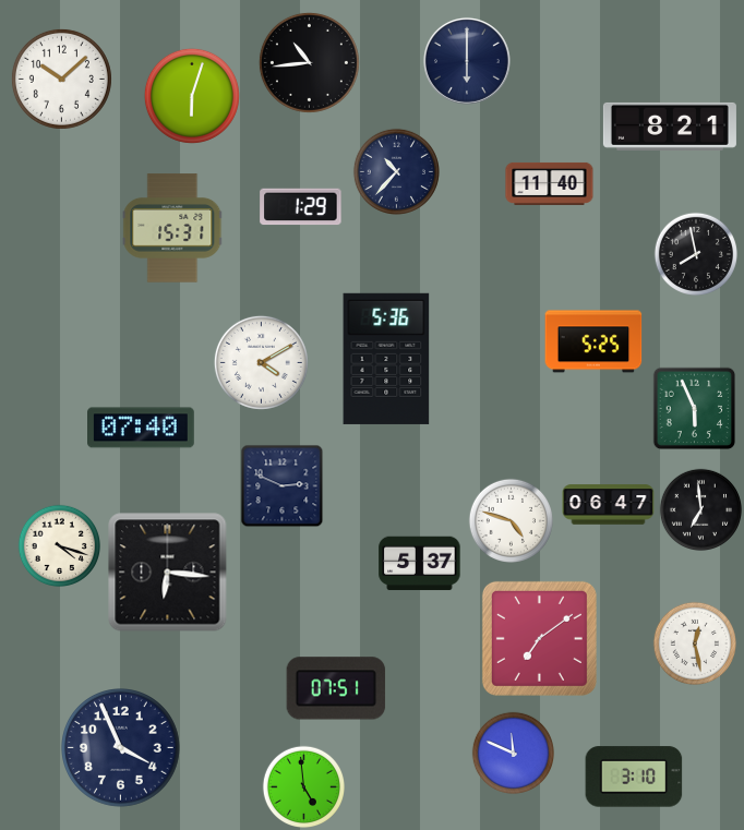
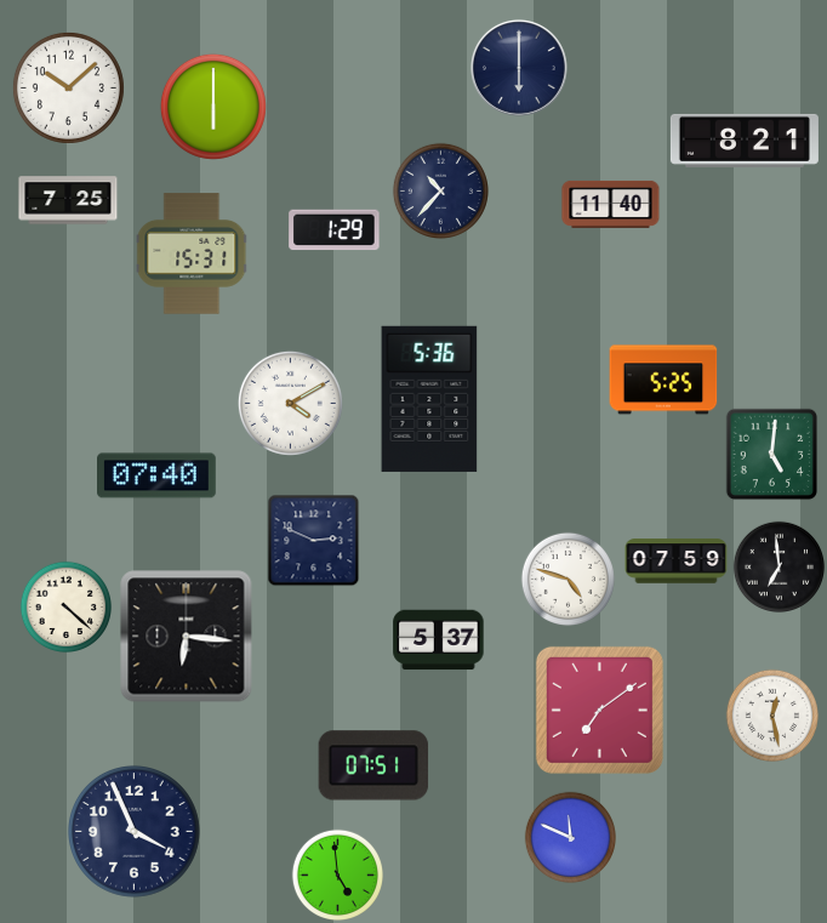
clock at (309, 62): 10:44 -> none
clock at (192, 96): 6:03 -> 6:00
clock at (68, 200): none -> 7:25
clock at (695, 253): 7:58 -> none
clock at (593, 341) position: (593, 341) -> (663, 380)
clock at (695, 409): 5:56 -> 5:01
clock at (609, 505): 06:47 -> 07:59
clock at (59, 545): 4:18 -> 4:22
clock at (420, 564) position: (420, 564) -> (439, 640)
clock at (634, 777): 3:10 -> none
